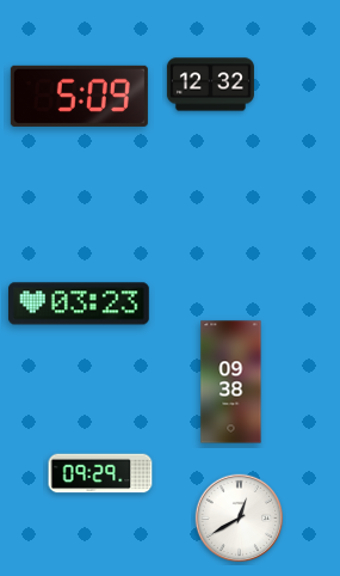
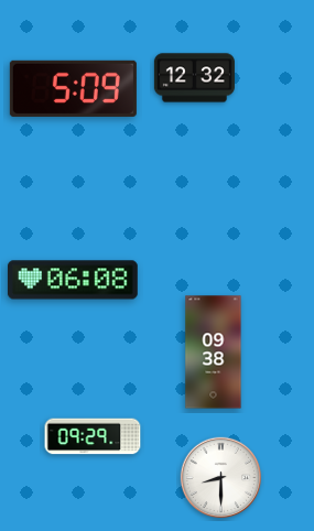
clock at (79, 304): 03:23 -> 06:08
clock at (240, 519): 12:40 -> 8:30
